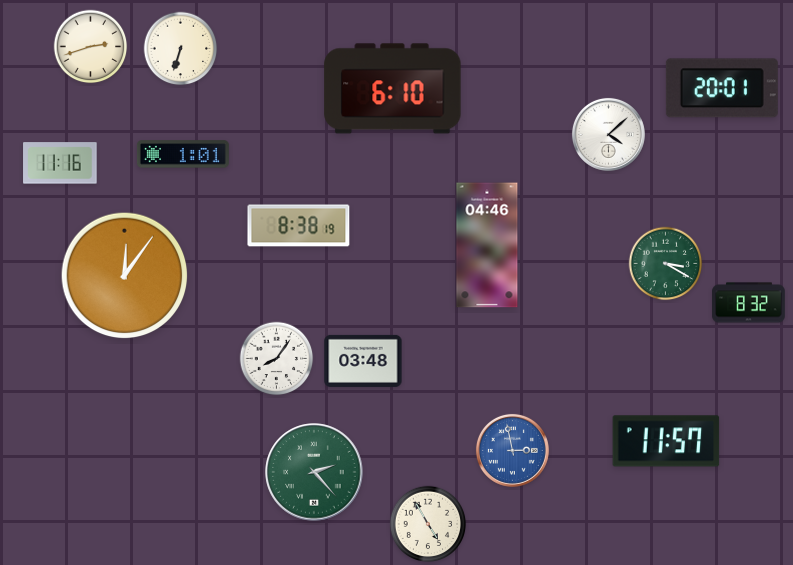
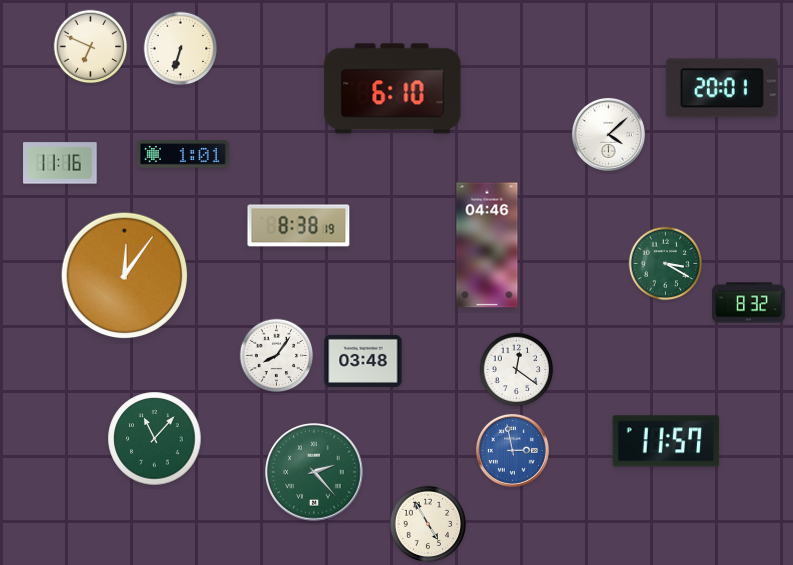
clock at (91, 47): 2:42 -> 6:49
clock at (277, 359) position: (277, 359) -> (277, 356)
clock at (517, 370): none -> 12:21
clock at (155, 439): none -> 11:07
